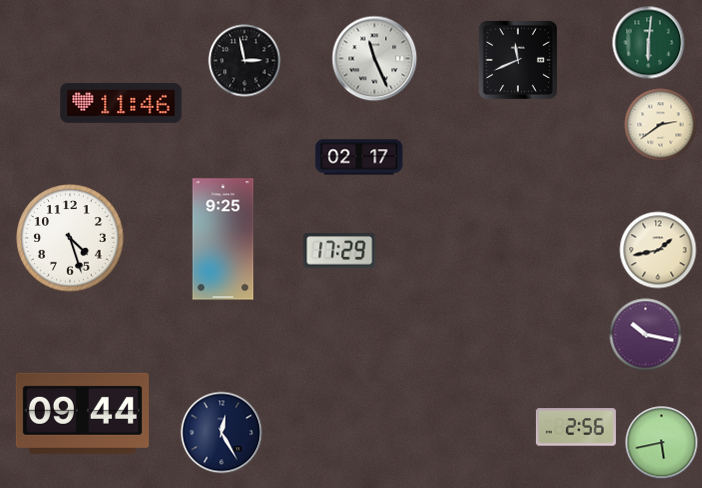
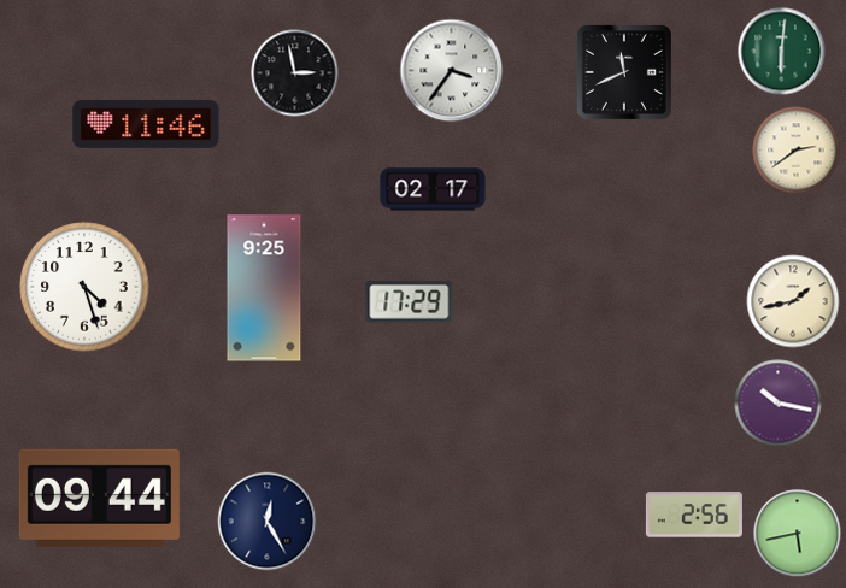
clock at (375, 59): 11:26 -> 3:36
clock at (223, 239) position: (223, 239) -> (264, 288)
